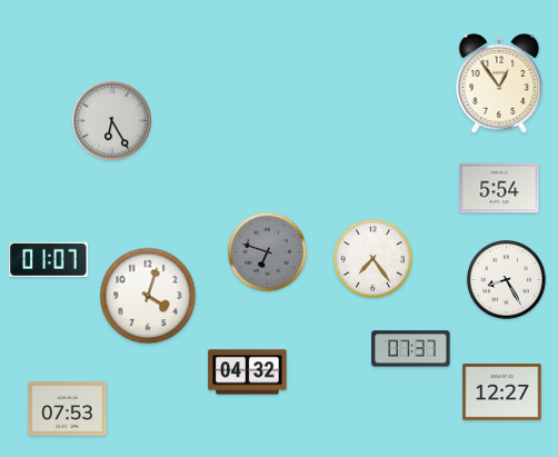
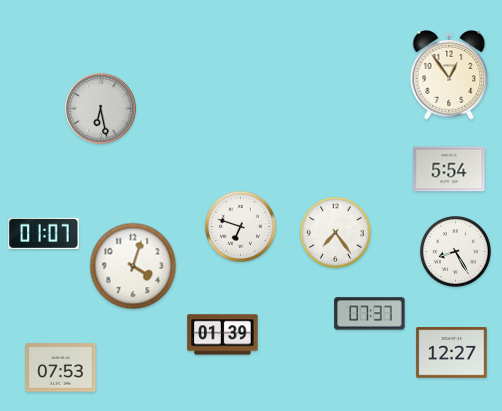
clock at (112, 121): 6:25 -> 6:28
clock at (267, 251) dial: grey -> white
clock at (248, 372): 04:32 -> 01:39
